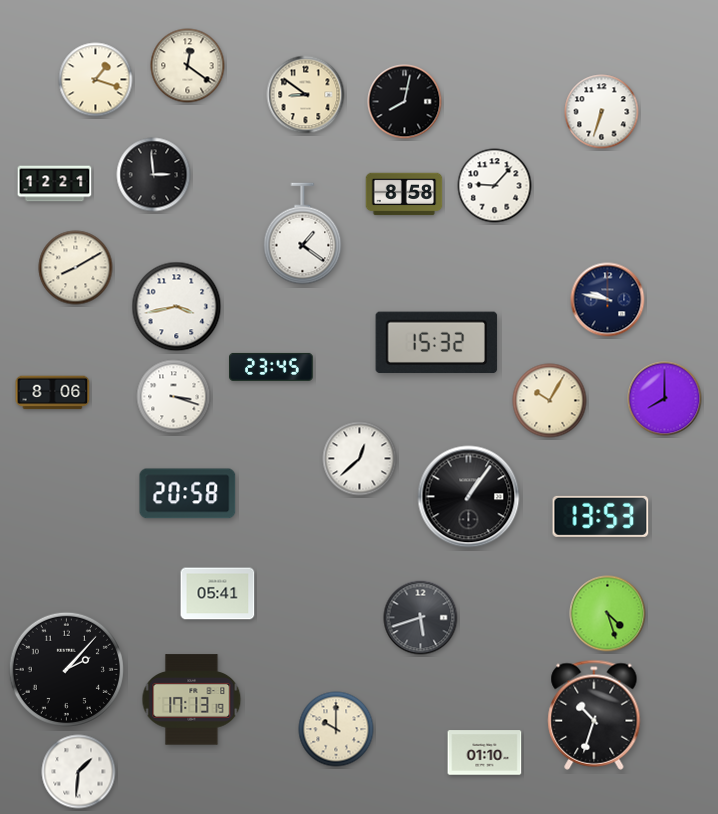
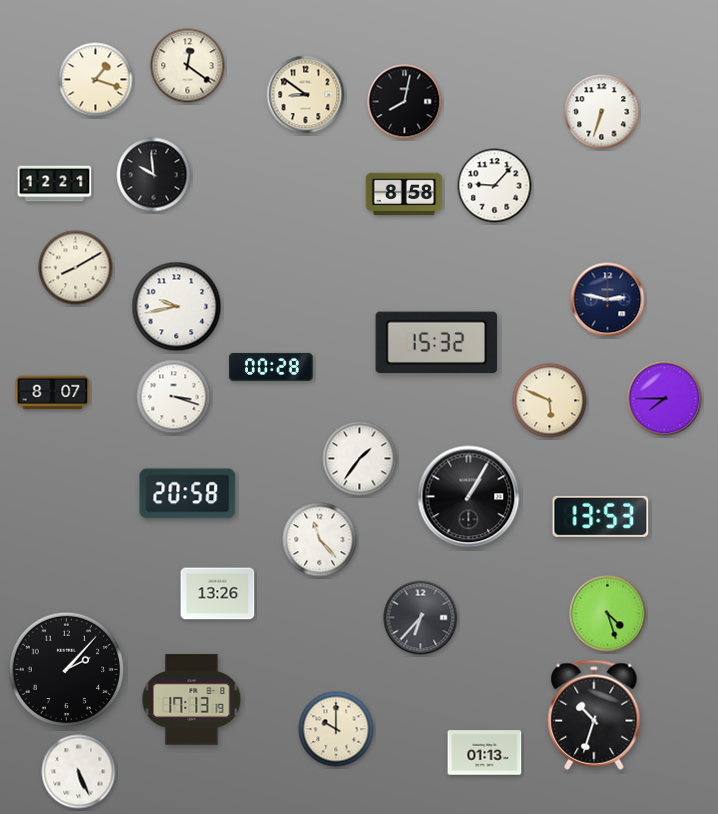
clock at (154, 175): 2:59 -> 9:59
clock at (303, 234): 1:21 -> none
clock at (608, 300): 9:47 -> 2:47
clock at (177, 307): 3:43 -> 9:43
clock at (271, 367): 23:45 -> 00:28
clock at (53, 393): 8:06 -> 8:07
clock at (665, 399): 8:00 -> 7:45
clock at (550, 401): 10:05 -> 5:49
clock at (360, 459): 12:38 -> 1:36
clock at (469, 497): 1:06 -> 1:05
clock at (320, 540): none -> 11:23
clock at (218, 594): 05:41 -> 13:26
clock at (421, 618): 5:42 -> 6:37
clock at (485, 753): 01:10 -> 01:13
clock at (79, 772): 1:31 -> 5:26
